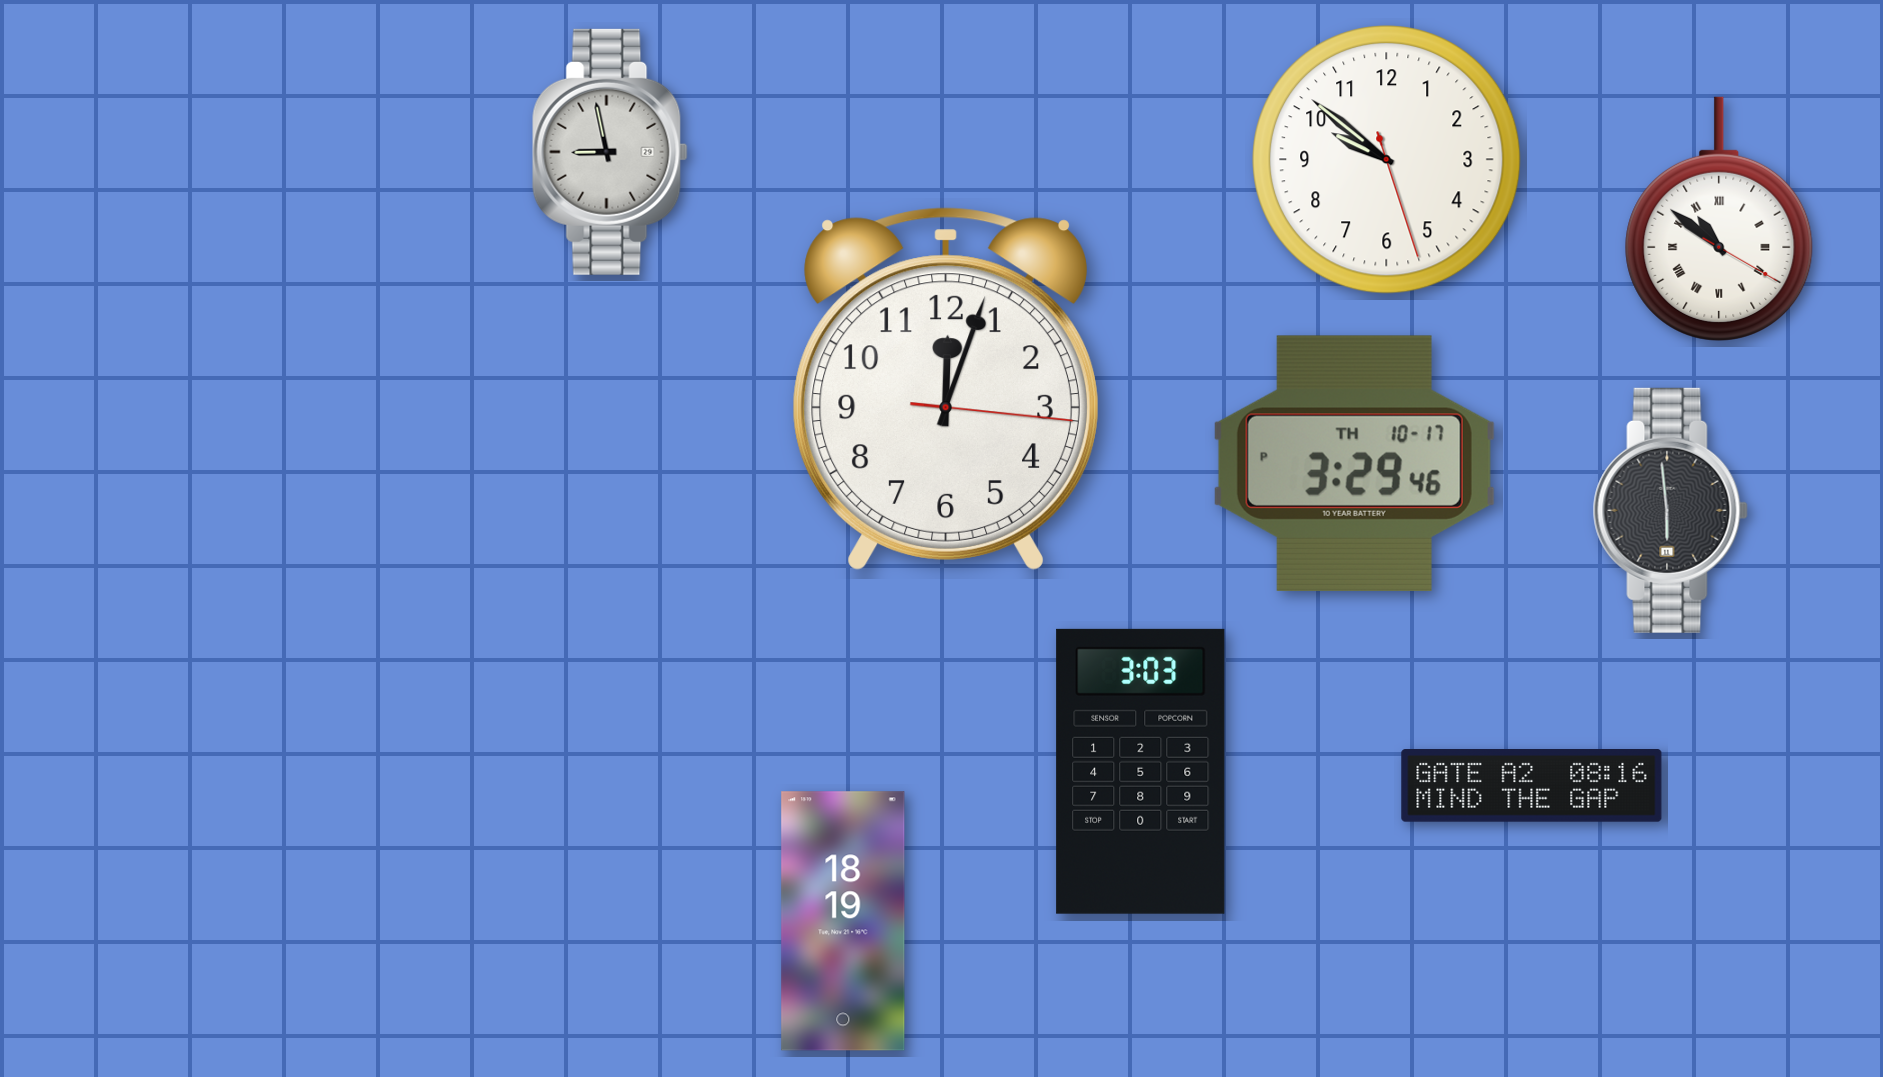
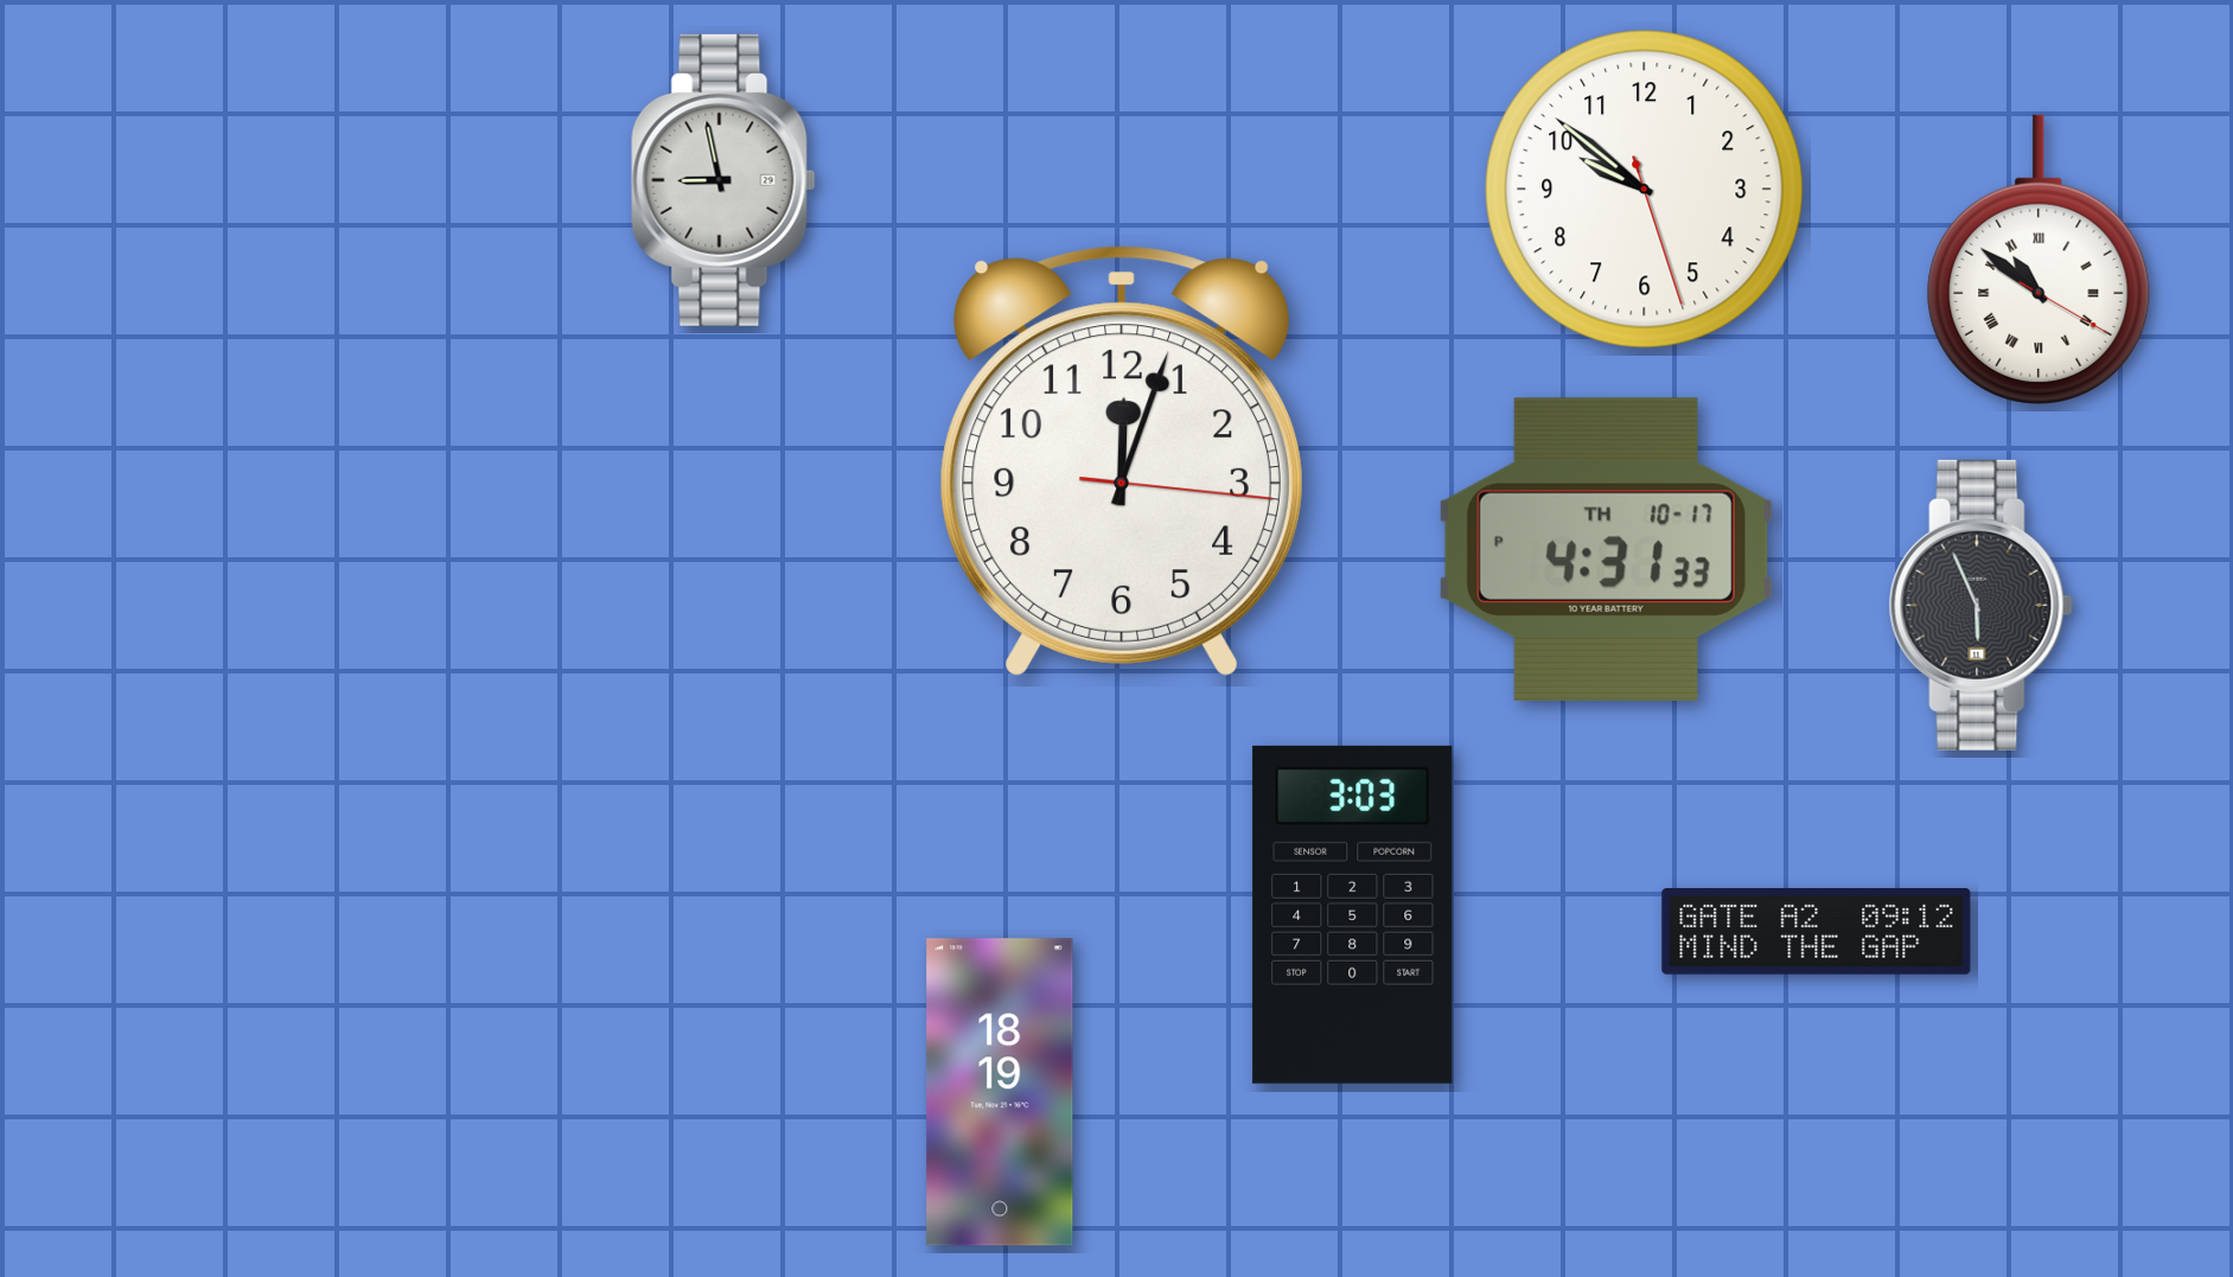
clock at (1354, 463): 3:29 -> 4:31
clock at (1670, 510): 5:59 -> 5:56
clock at (1532, 786): 08:16 -> 09:12
